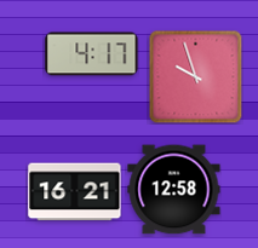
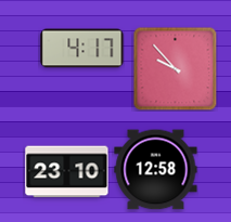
clock at (195, 76): 9:57 -> 9:53
clock at (75, 192): 16:21 -> 23:10
